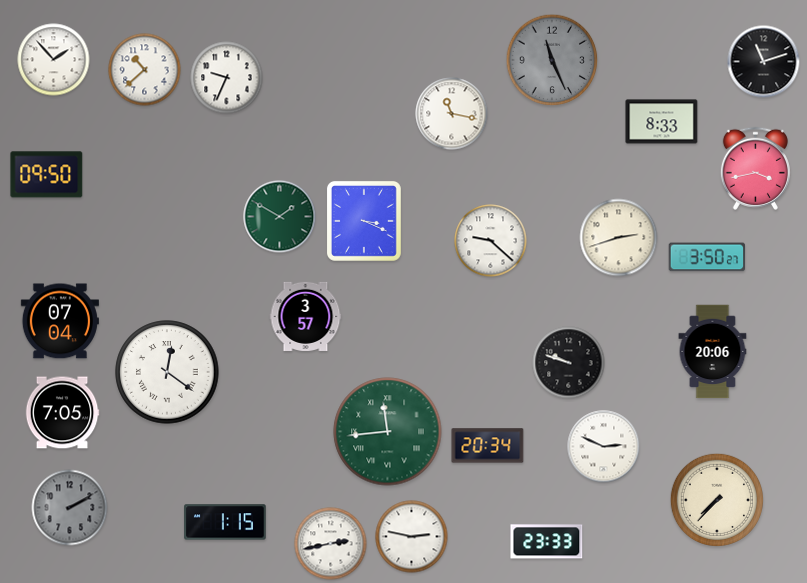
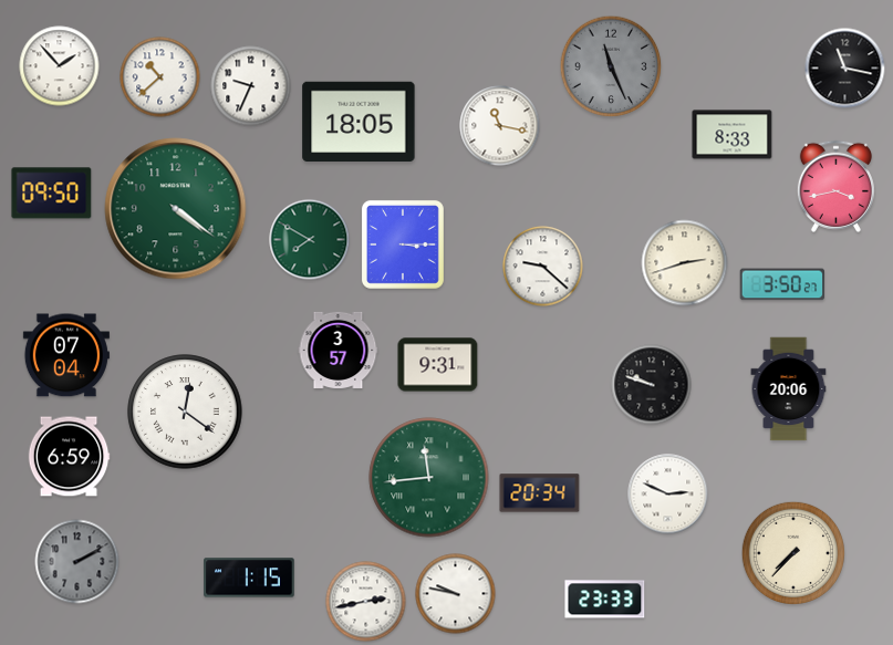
clock at (764, 62): 11:12 -> 11:17
clock at (359, 122): none -> 18:05
clock at (176, 209): none -> 4:21
clock at (280, 217): 1:50 -> 7:50
clock at (364, 221): 3:19 -> 3:15
clock at (438, 365): none -> 9:31
clock at (569, 363) position: (569, 363) -> (652, 385)
clock at (62, 413): 7:05 -> 6:59
clock at (412, 537): 2:47 -> 9:47
